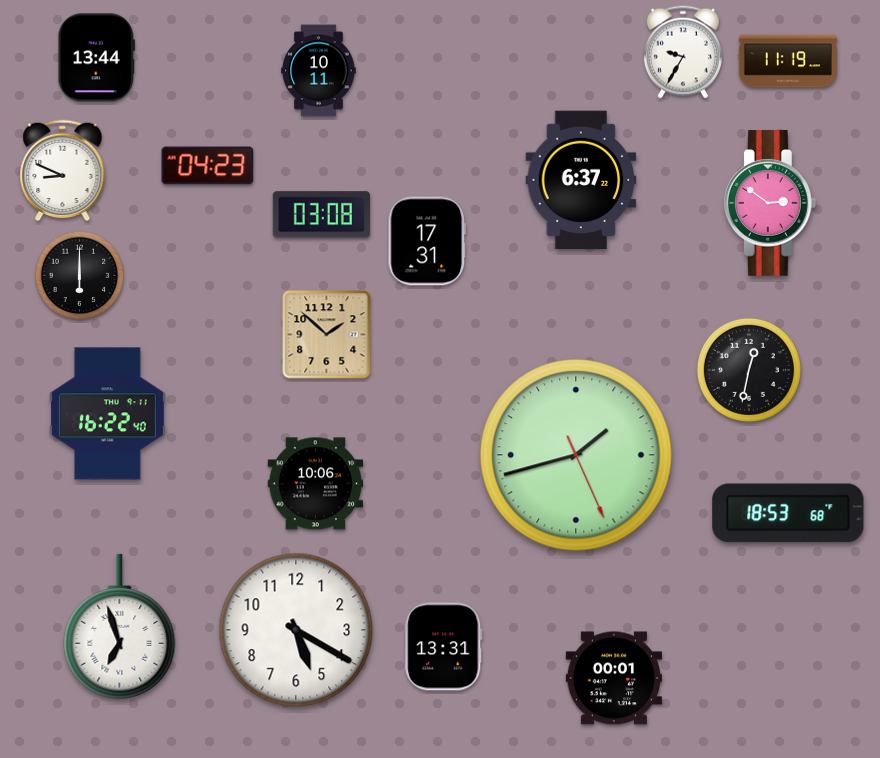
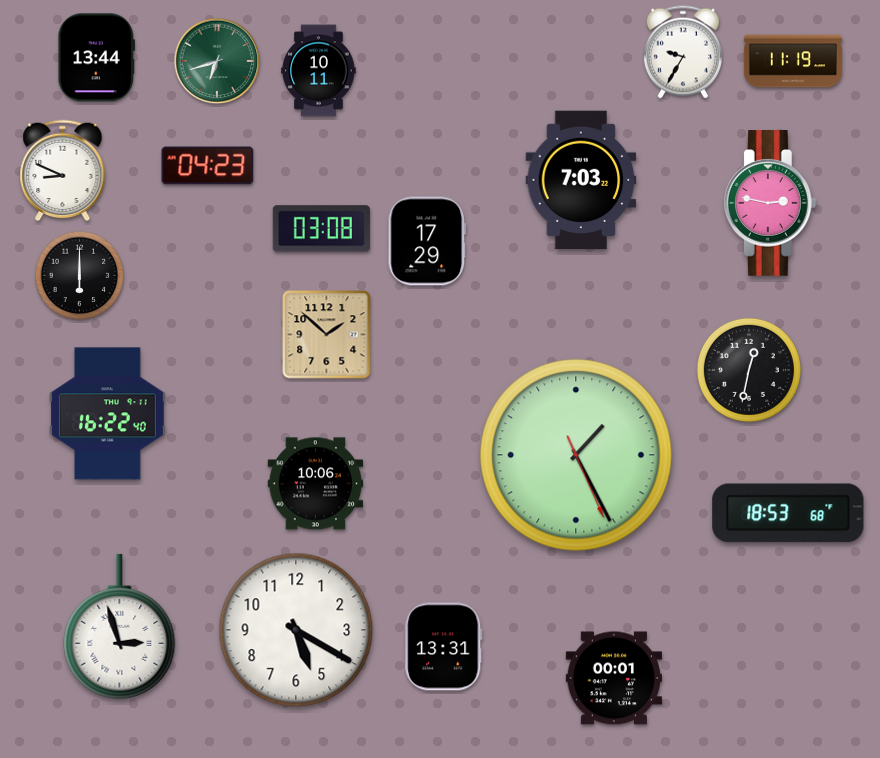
clock at (217, 61): none -> 6:42
clock at (788, 61) position: (788, 61) -> (793, 61)
clock at (581, 180): 6:37 -> 7:03
clock at (770, 204): 2:51 -> 2:47
clock at (321, 215) position: (321, 215) -> (321, 229)
clock at (427, 241): 17:31 -> 17:29
clock at (576, 455): 1:42 -> 1:25
clock at (120, 626): 6:57 -> 2:57
